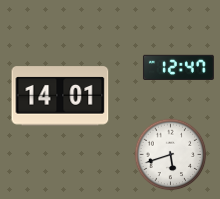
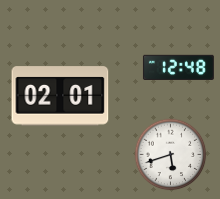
clock at (178, 67): 12:47 -> 12:48
clock at (60, 96): 14:01 -> 02:01
